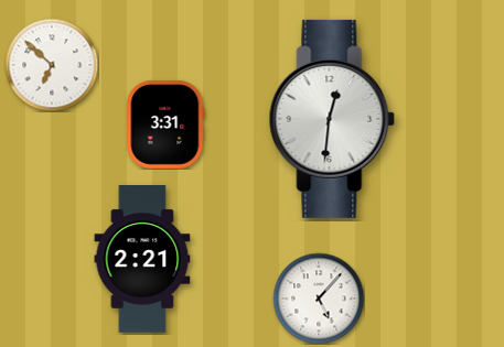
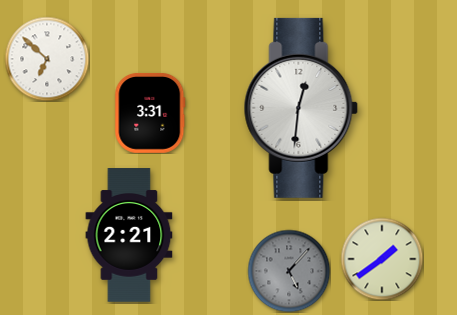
clock at (382, 259): none -> 1:39
clock at (319, 299) dial: white -> grey
